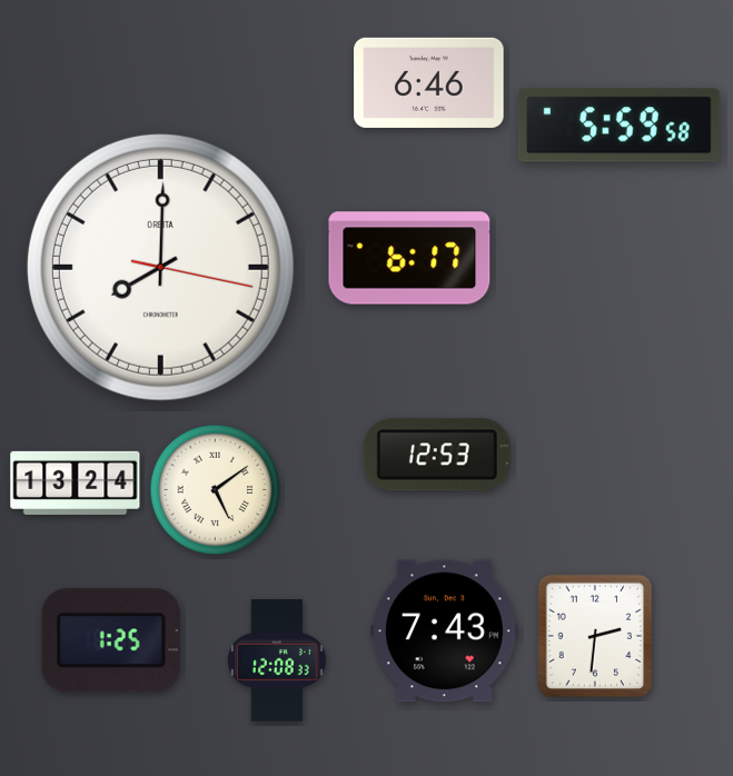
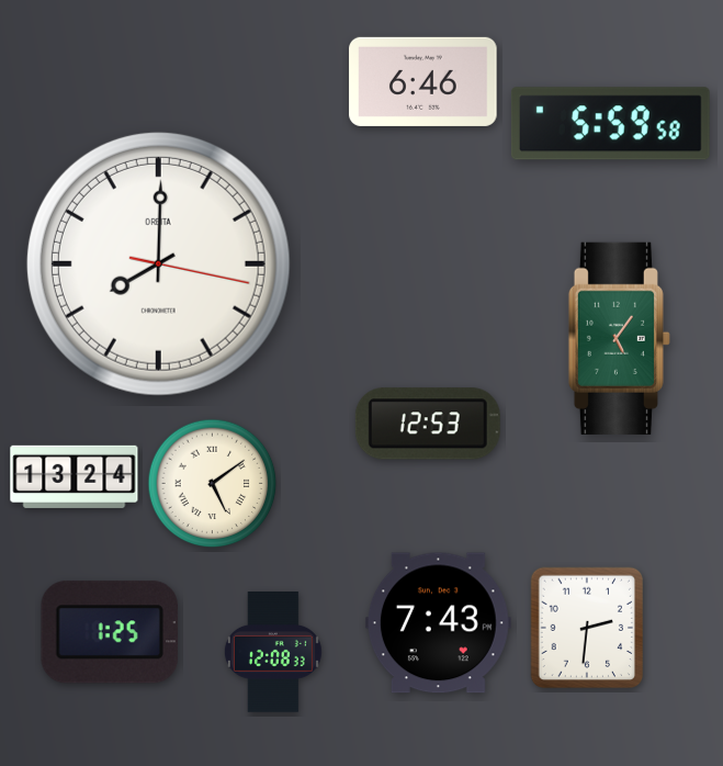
clock at (409, 258): 6:17 -> none
clock at (619, 338): none -> 5:06
clock at (437, 455) position: (437, 455) -> (428, 424)
